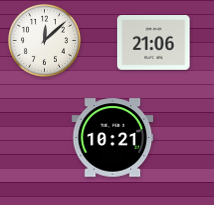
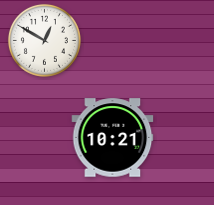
clock at (44, 40): 12:08 -> 12:50
clock at (154, 43): 21:06 -> none
